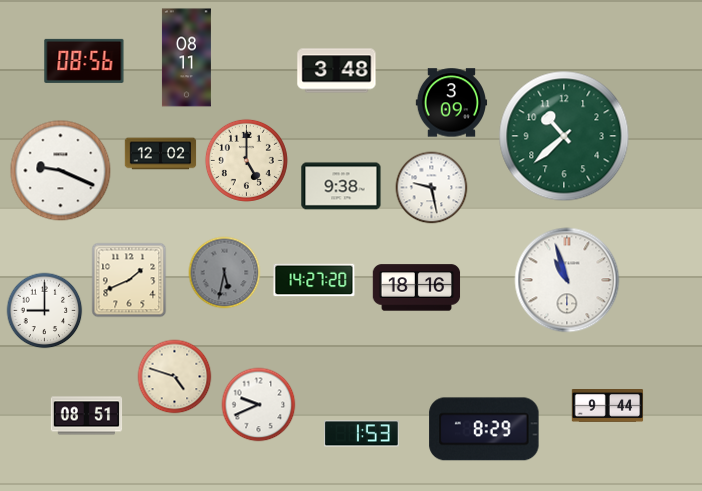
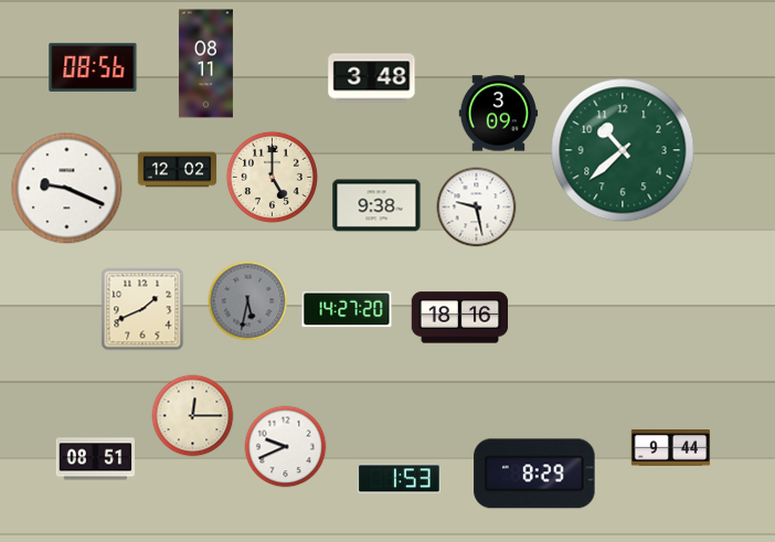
clock at (567, 280): 10:57 -> none
clock at (45, 311): 9:00 -> none
clock at (175, 377): 4:48 -> 12:15
